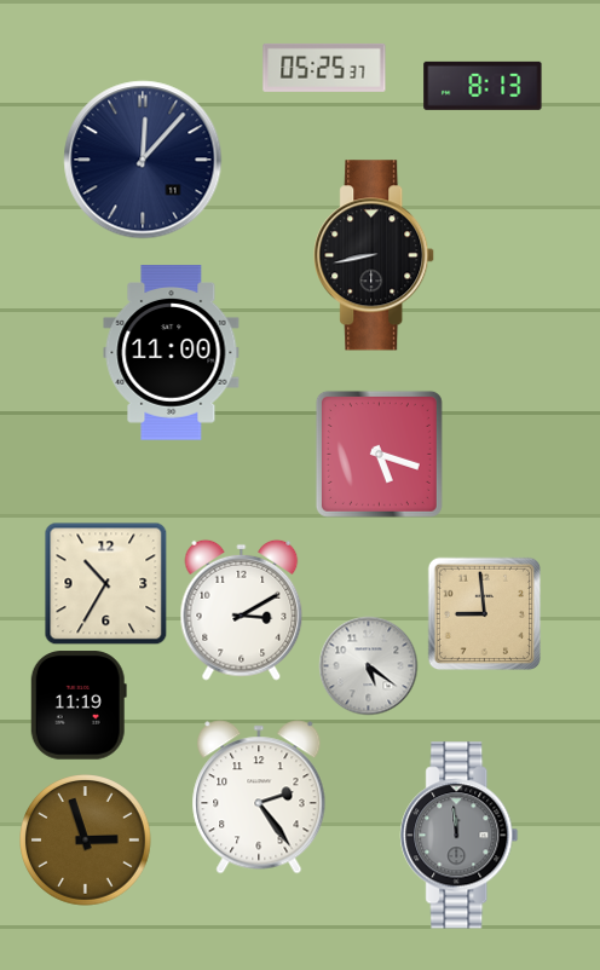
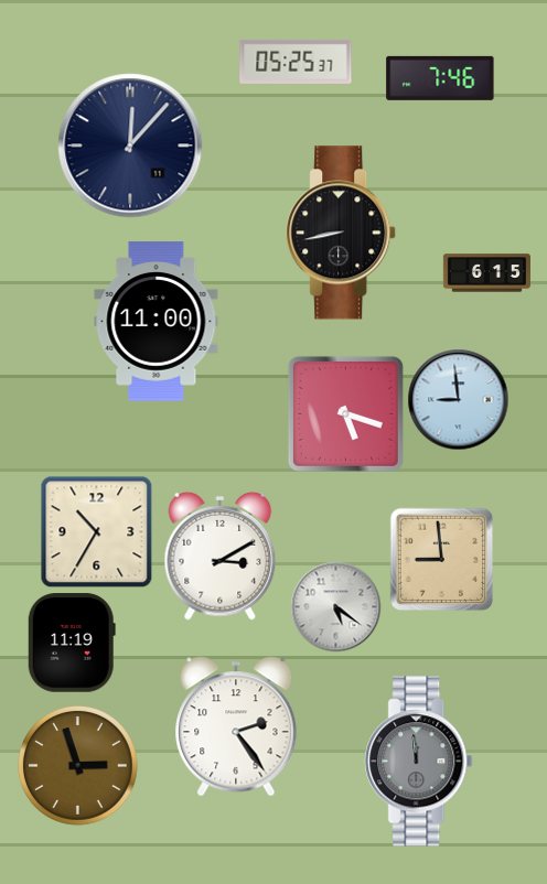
clock at (483, 86): 8:13 -> 7:46
clock at (486, 273): none -> 6:15
clock at (458, 399): none -> 8:59
